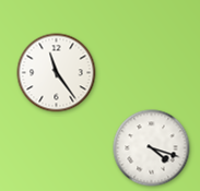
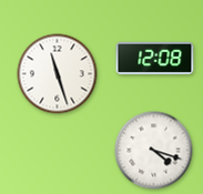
clock at (155, 58): none -> 12:08
clock at (57, 73): 11:24 -> 11:27
